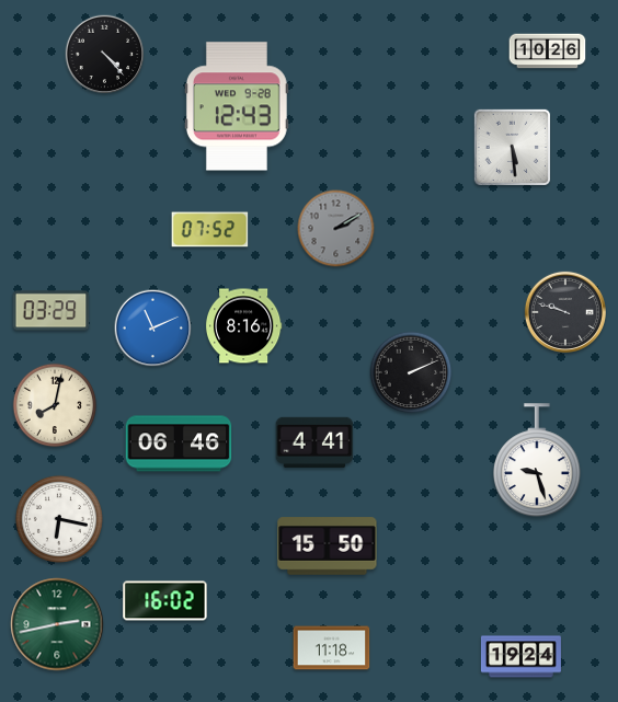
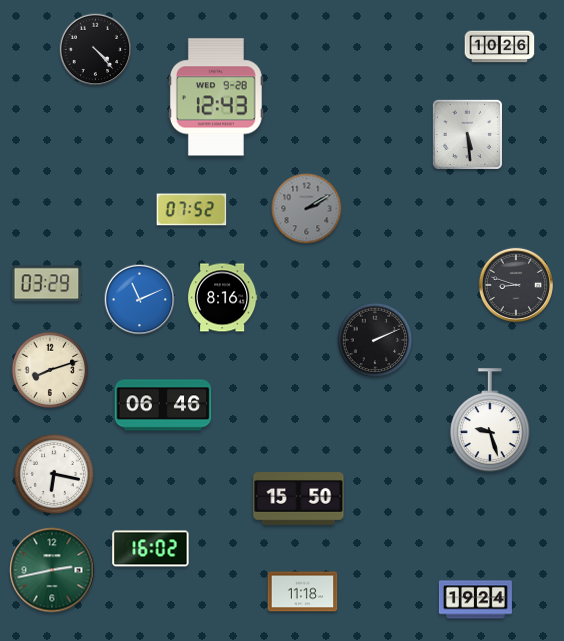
clock at (565, 312): 9:48 -> 8:48
clock at (55, 405): 8:02 -> 8:12
clock at (314, 442): 4:41 -> none
